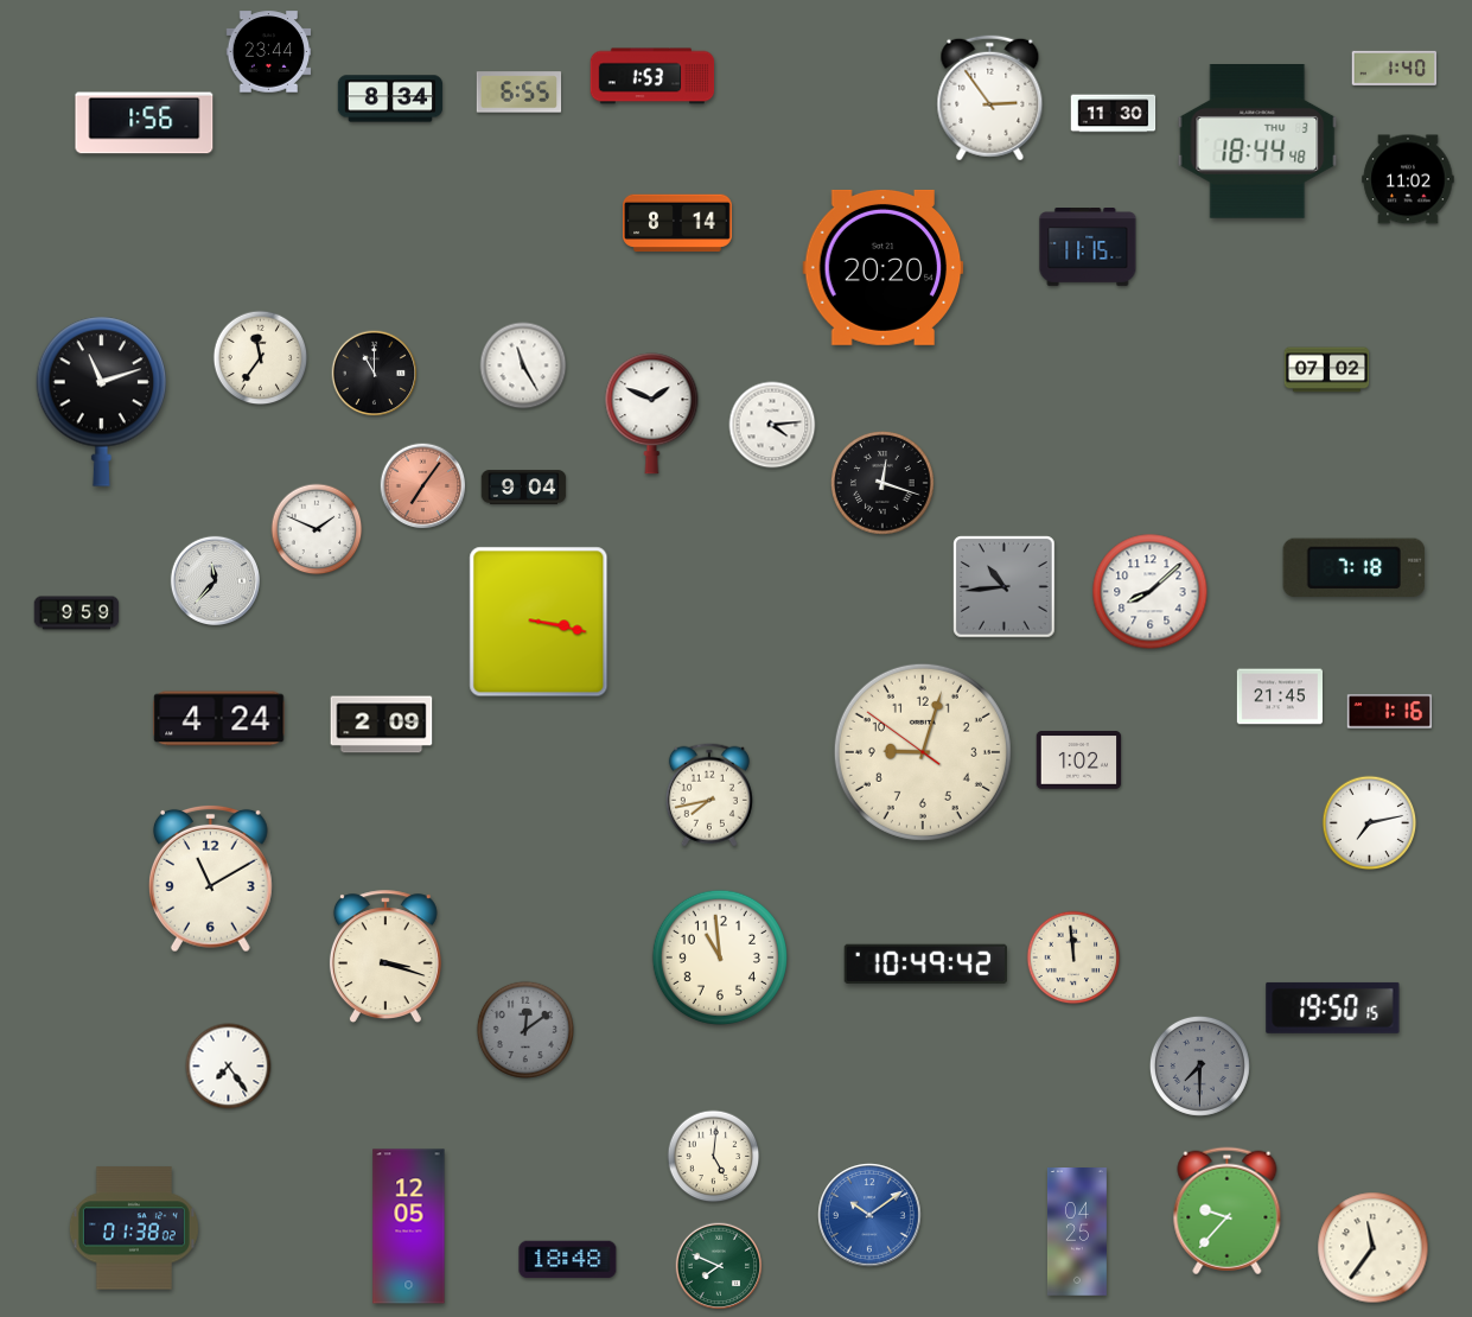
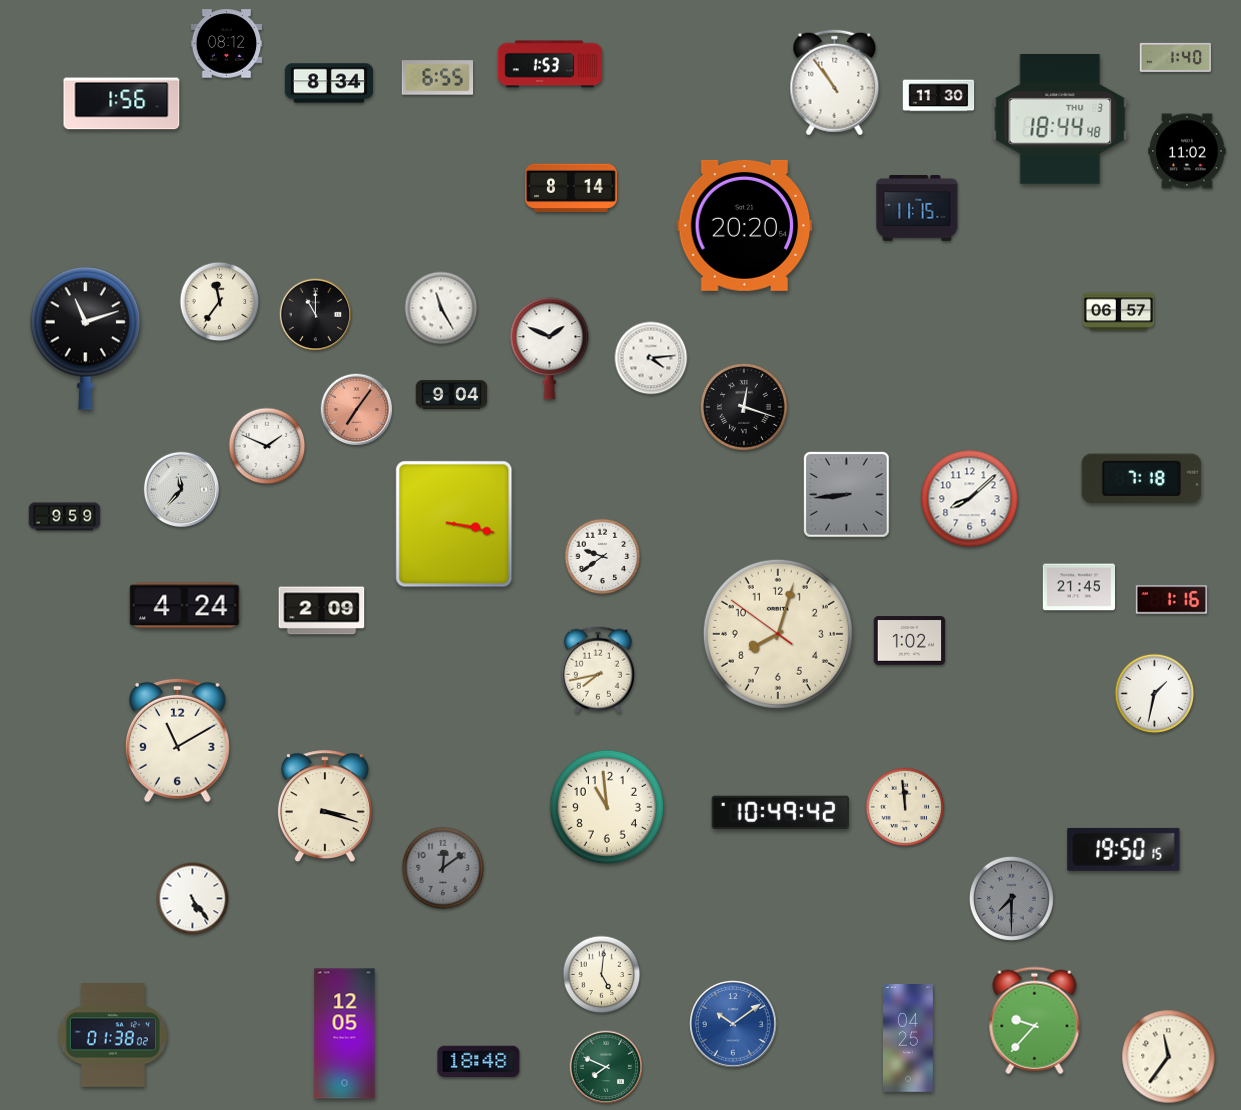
clock at (269, 52): 23:44 -> 08:12
clock at (990, 98): 2:54 -> 10:54
clock at (1327, 370): 07:02 -> 06:57
clock at (524, 488) position: (524, 488) -> (452, 395)
clock at (1005, 587): 10:44 -> 8:44
clock at (603, 557): none -> 9:39
clock at (923, 752): 9:02 -> 8:02
clock at (1370, 823): 7:13 -> 1:32
clock at (229, 1067): 7:24 -> 5:24
clock at (1374, 1248) position: (1374, 1248) -> (1169, 1057)
